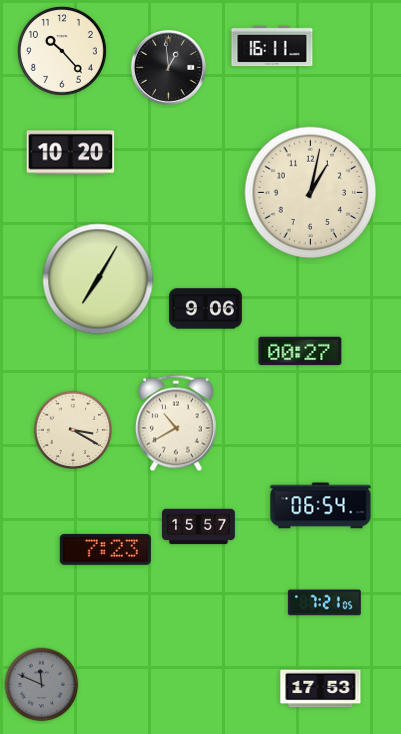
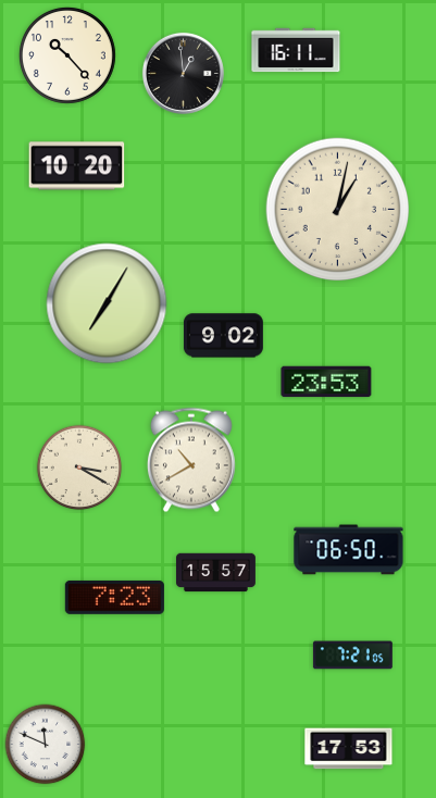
clock at (205, 309): 9:06 -> 9:02
clock at (300, 351): 00:27 -> 23:53
clock at (321, 506): 06:54 -> 06:50
clock at (42, 685) dial: grey -> white
